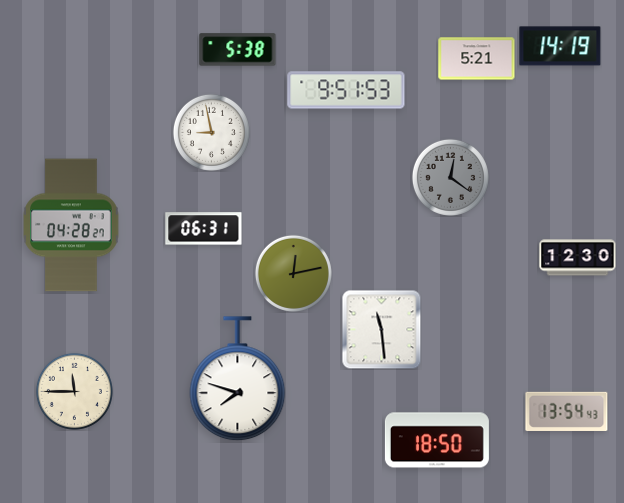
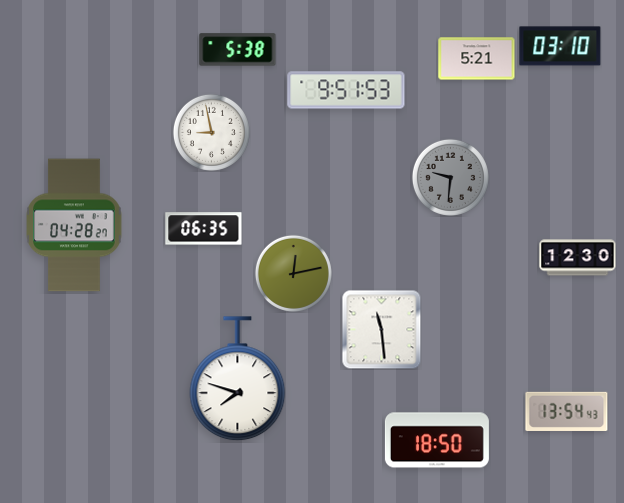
clock at (560, 46): 14:19 -> 03:10
clock at (450, 177): 12:21 -> 9:31
clock at (71, 225) position: (71, 225) -> (74, 225)
clock at (204, 229): 06:31 -> 06:35
clock at (74, 391): 11:45 -> none
